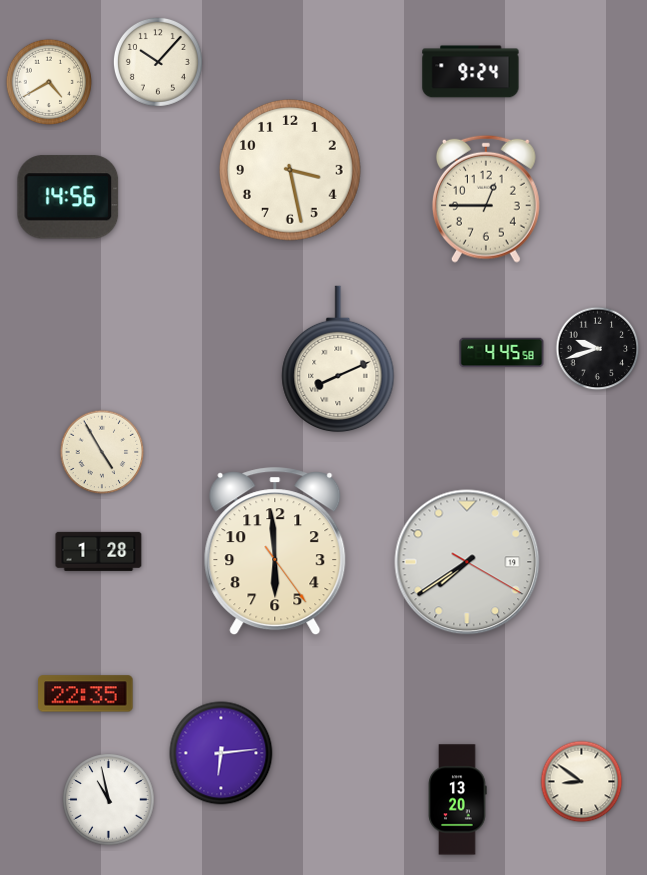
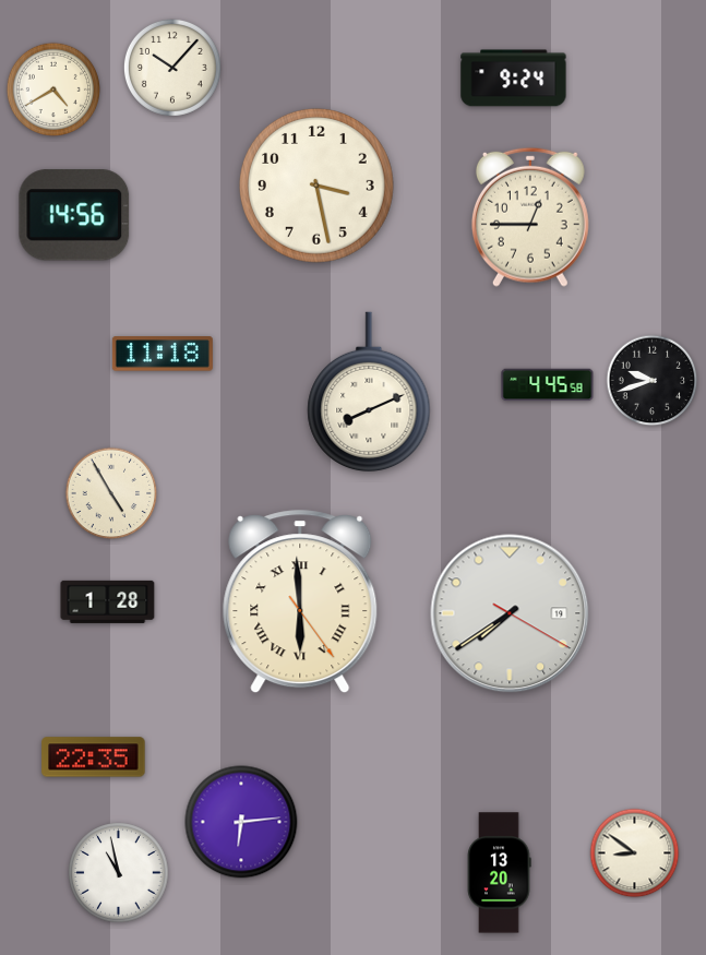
clock at (163, 354): none -> 11:18
clock at (275, 552) numerals: Arabic -> Roman
